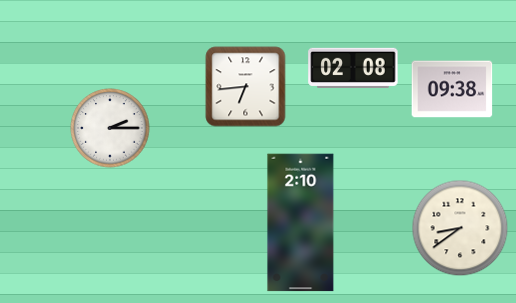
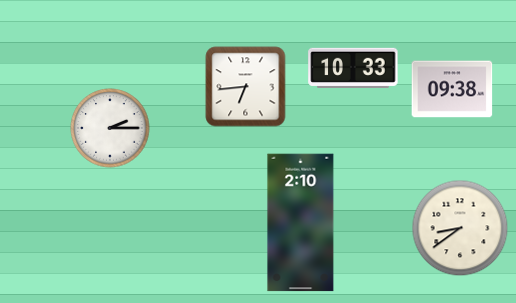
clock at (353, 67): 02:08 -> 10:33
